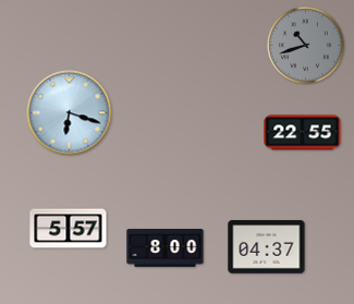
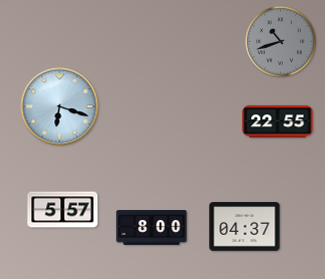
clock at (70, 113) position: (70, 113) -> (60, 107)
